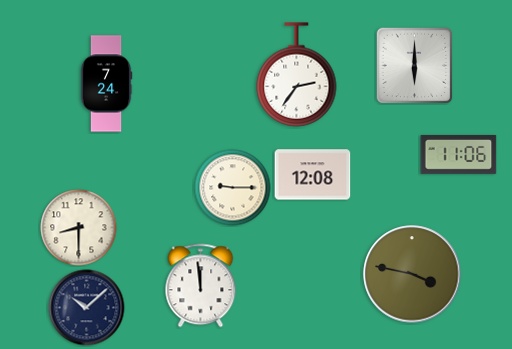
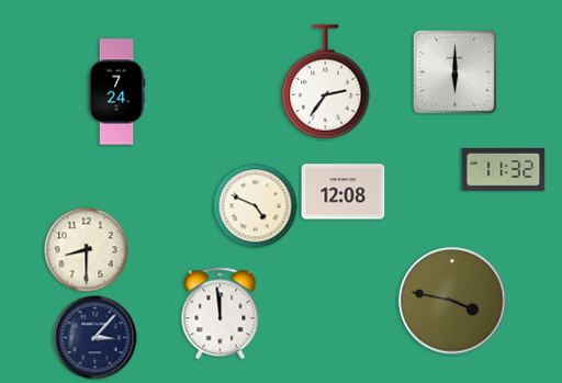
clock at (459, 154): 11:06 -> 11:32
clock at (233, 188): 9:15 -> 4:49
clock at (87, 308): 10:08 -> 3:07
